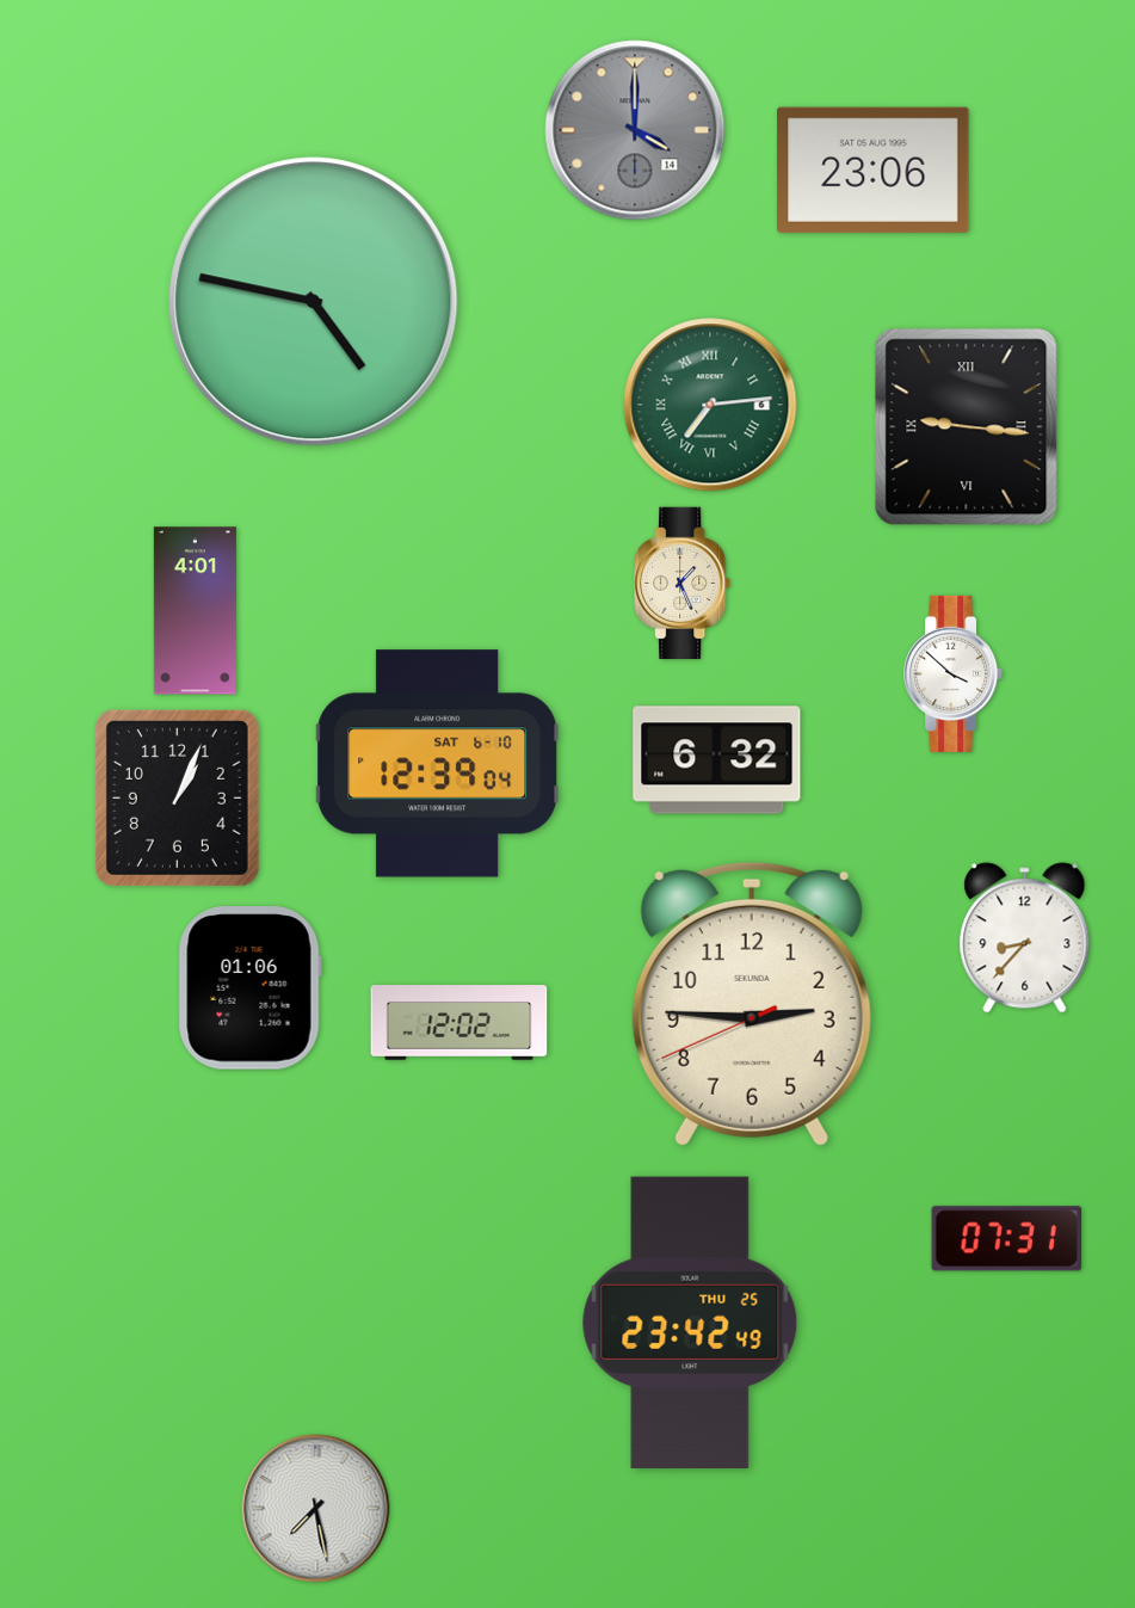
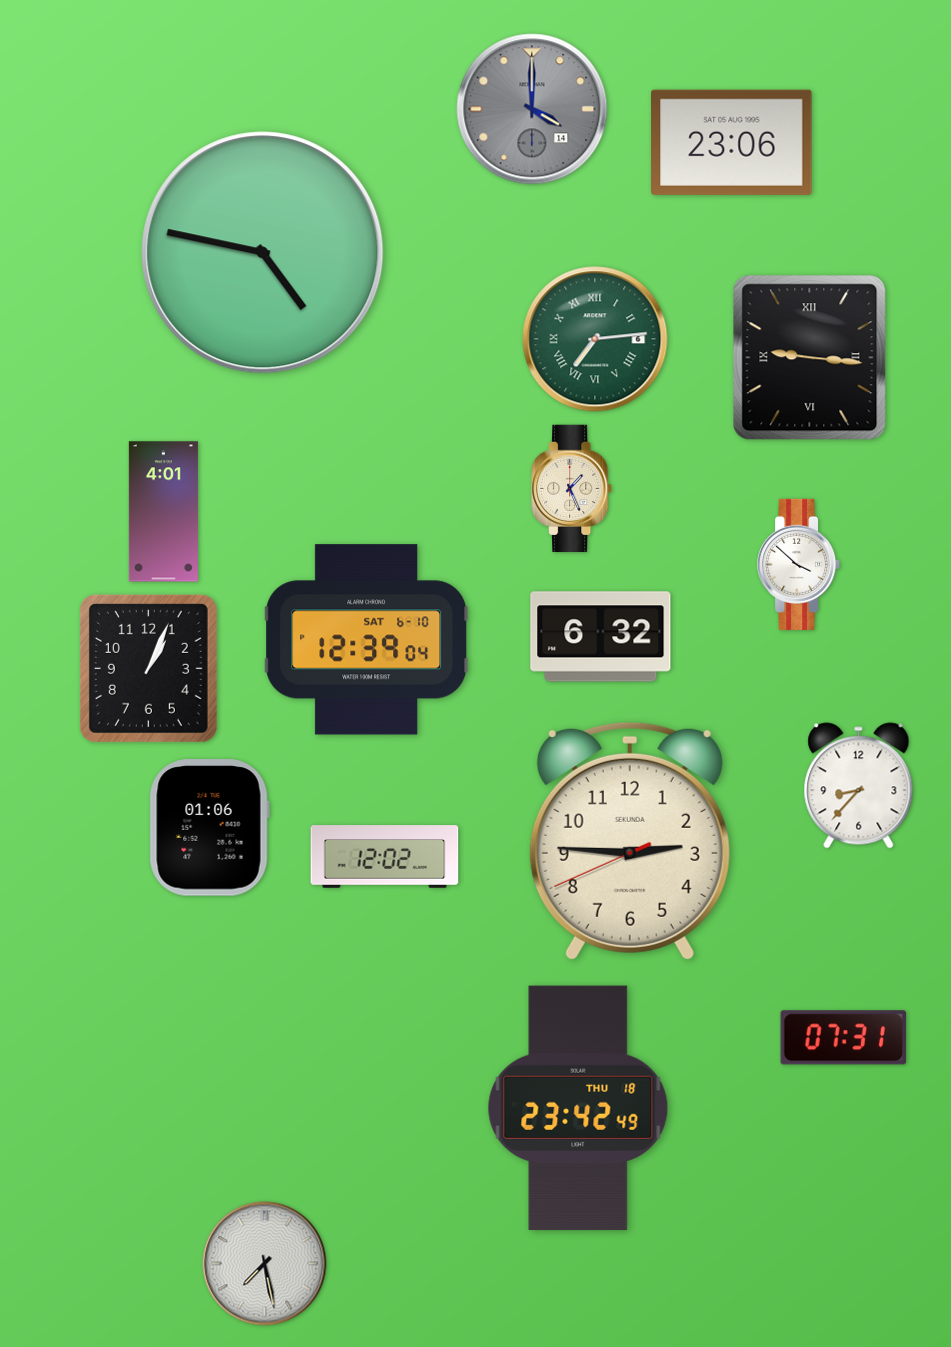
clock at (690, 1323) date: THU 25 -> THU 18
